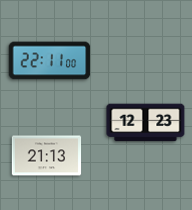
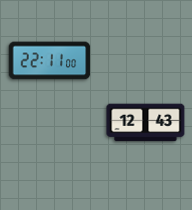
clock at (146, 123): 12:23 -> 12:43
clock at (47, 156): 21:13 -> none
